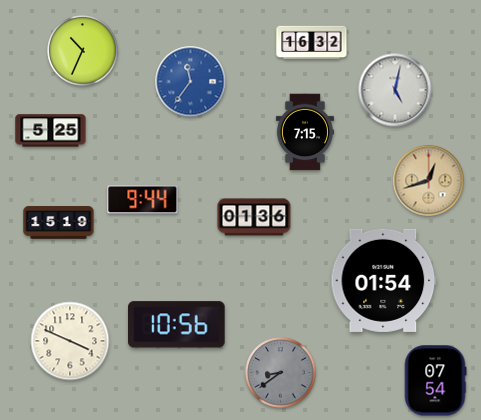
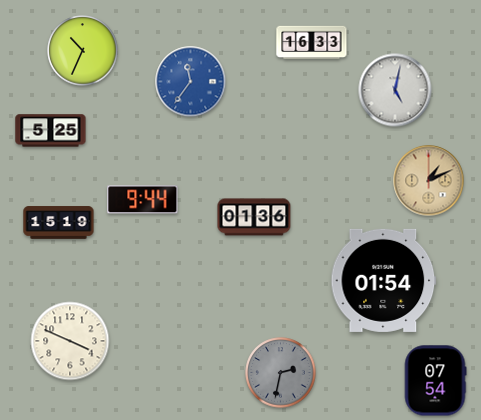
clock at (312, 43): 16:32 -> 16:33
clock at (305, 132): 7:15 -> none
clock at (429, 181): 12:42 -> 1:11
clock at (177, 325): 10:56 -> none
clock at (281, 373): 8:39 -> 2:32
